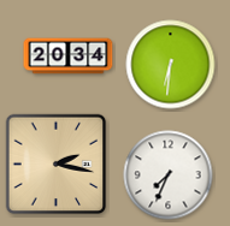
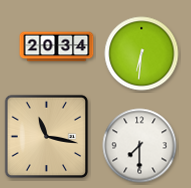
clock at (57, 165): 2:17 -> 11:17
clock at (169, 176): 7:34 -> 7:30
